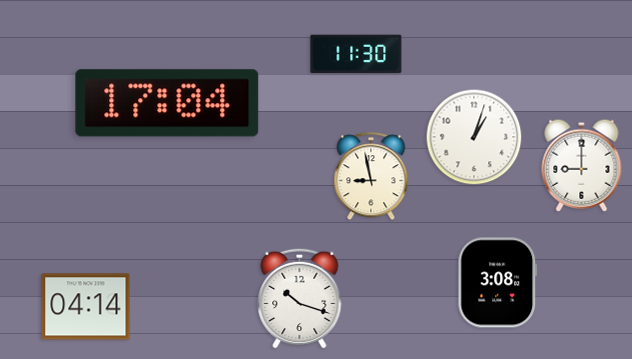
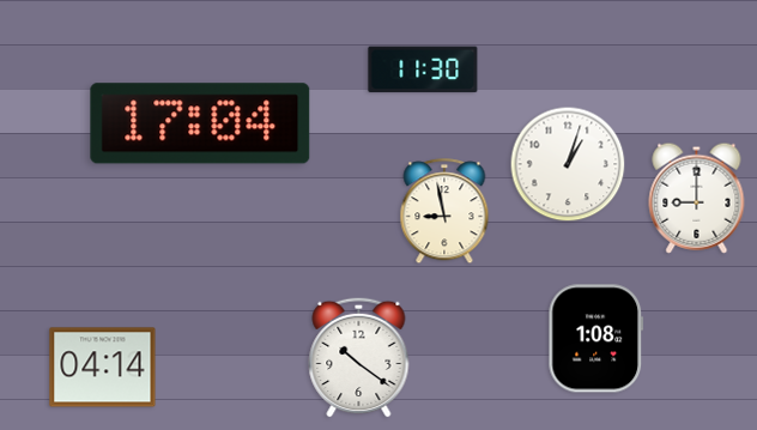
clock at (356, 54) position: (356, 54) -> (423, 69)
clock at (498, 283): 3:08 -> 1:08
clock at (300, 298): 10:18 -> 10:21
